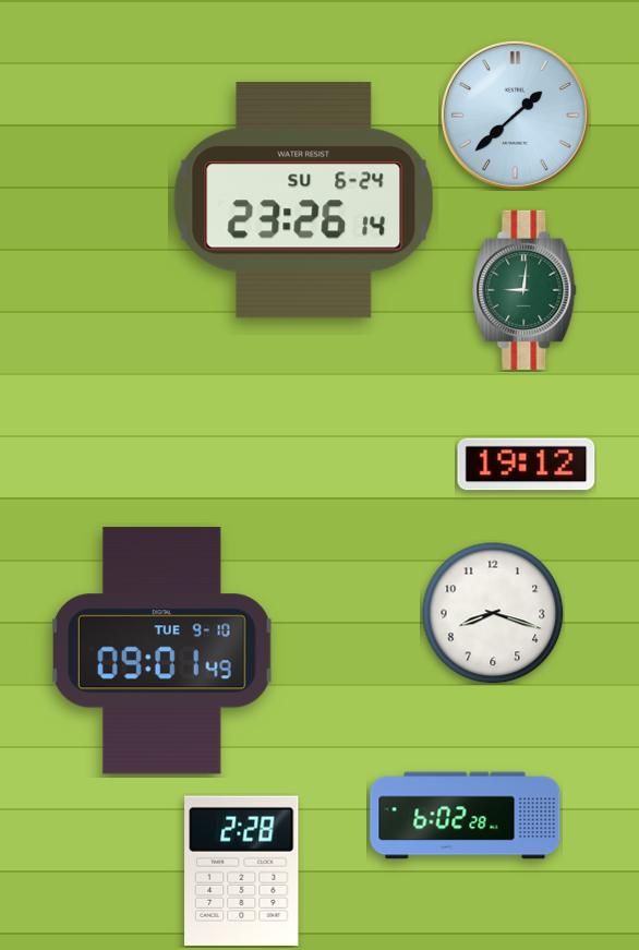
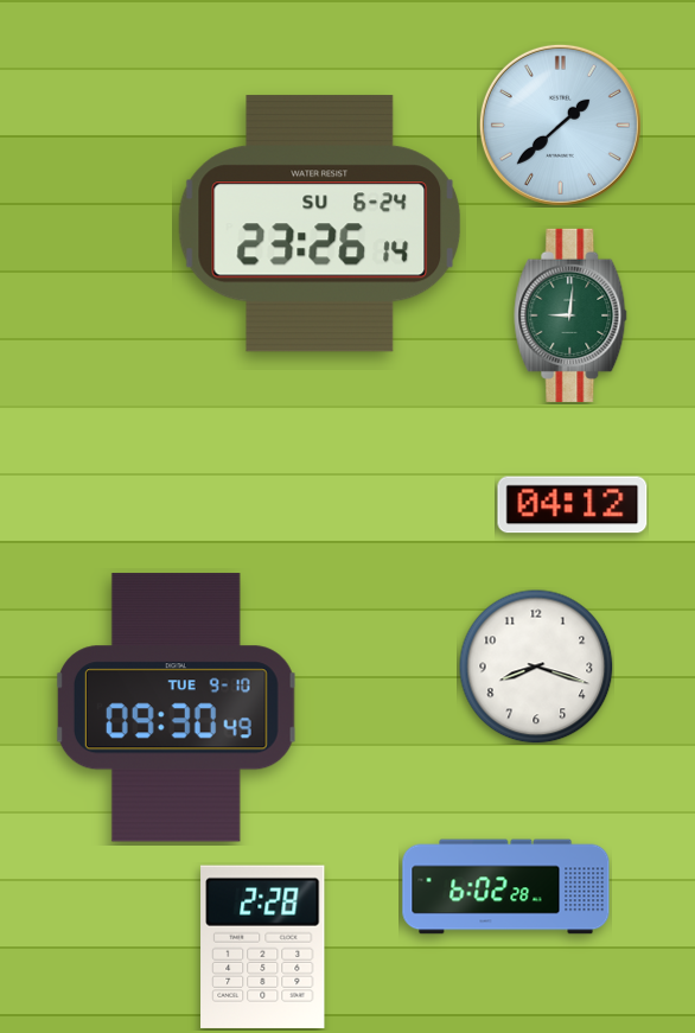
clock at (304, 201) position: (304, 201) -> (320, 224)
clock at (527, 465): 19:12 -> 04:12
clock at (161, 651): 09:01 -> 09:30
